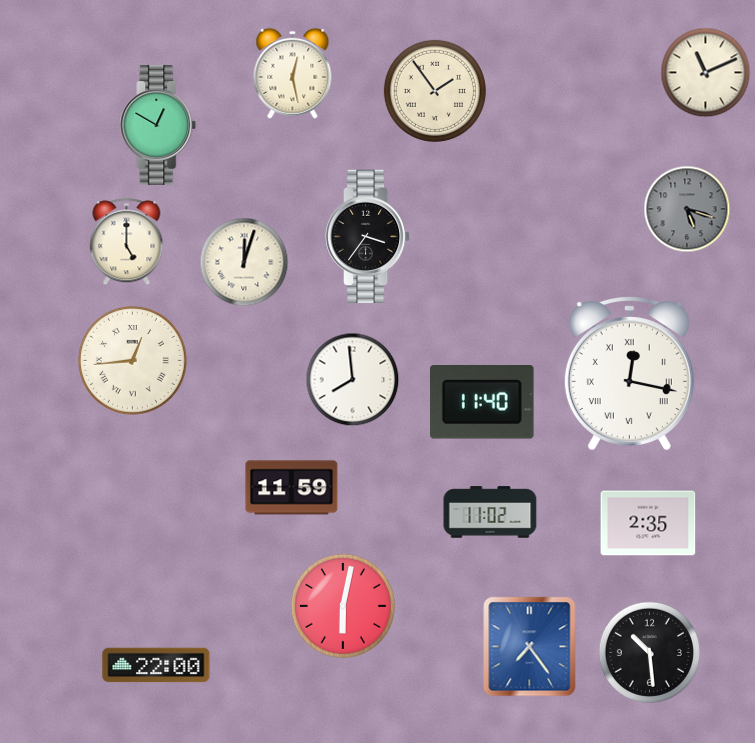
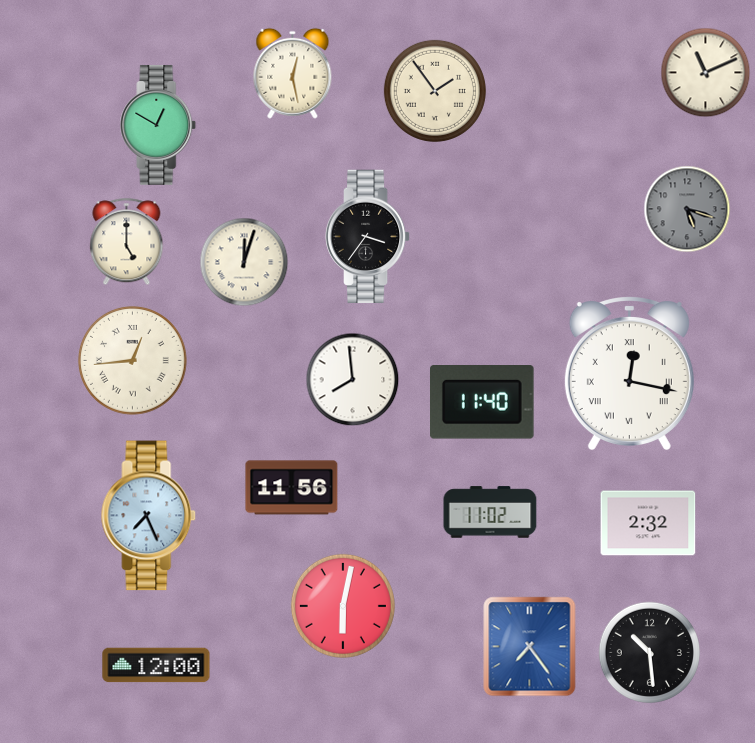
clock at (292, 488): 11:59 -> 11:56
clock at (149, 516): none -> 7:26
clock at (648, 523): 2:35 -> 2:32
clock at (156, 665): 22:00 -> 12:00
